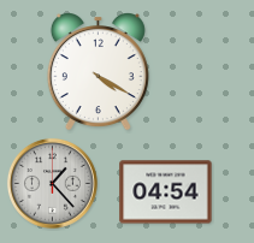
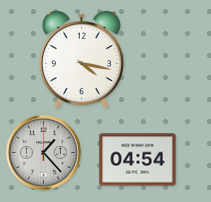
clock at (98, 72): 4:20 -> 4:17
